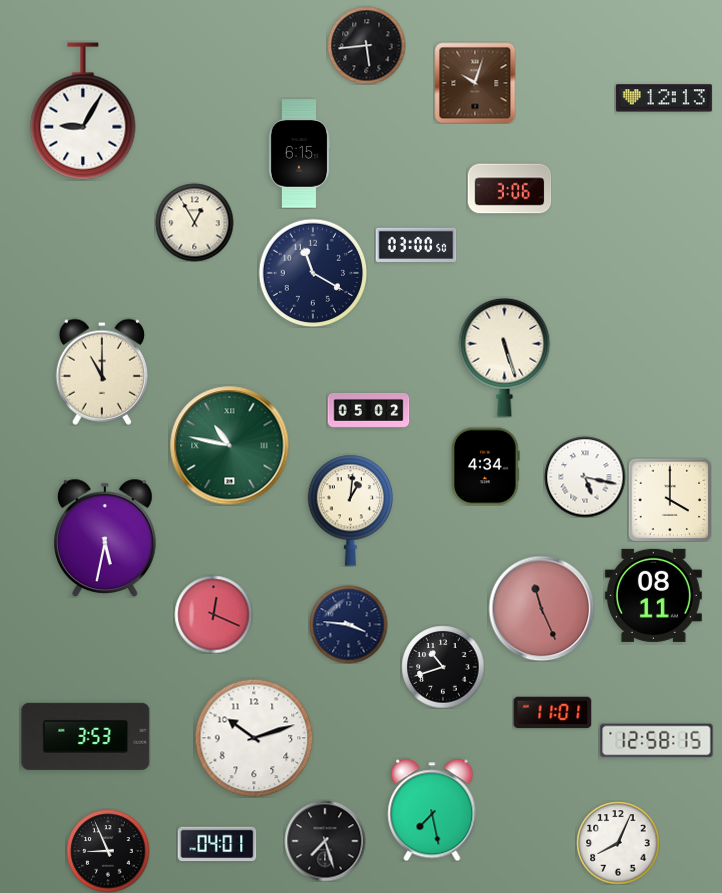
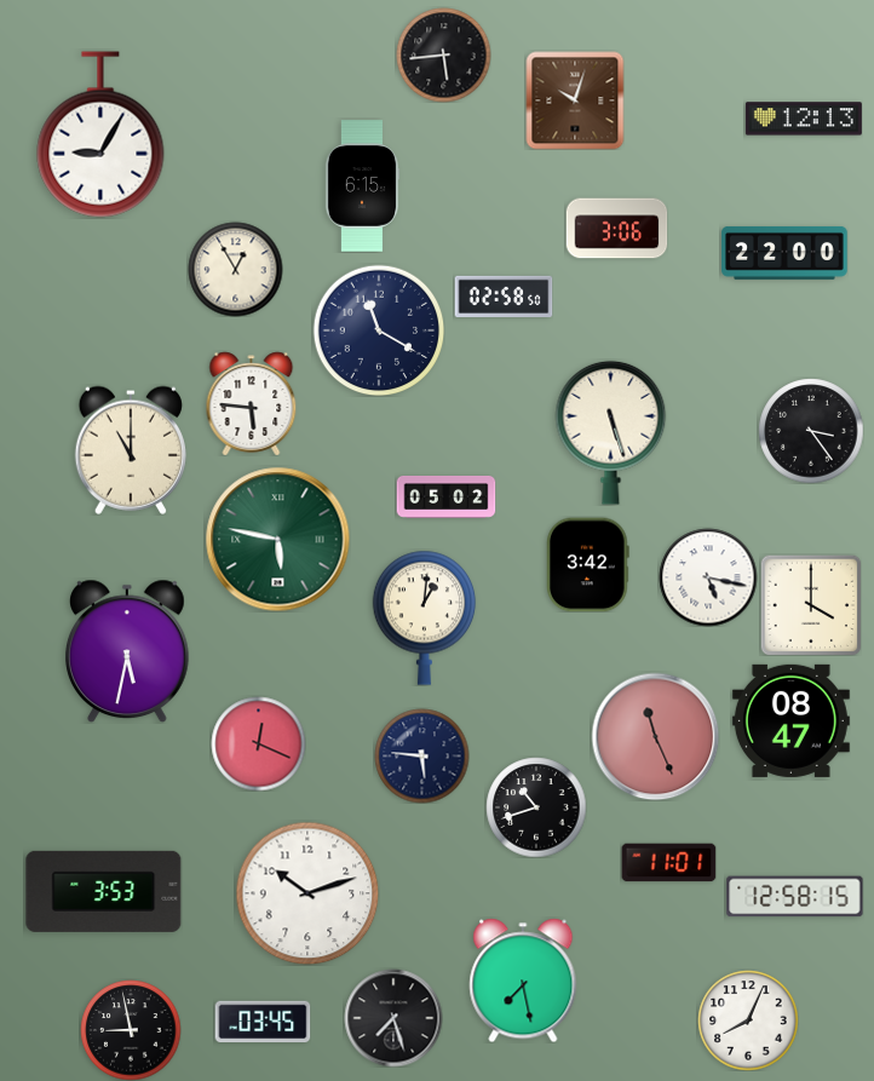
clock at (784, 253): none -> 22:00
clock at (416, 244): 03:00 -> 02:58
clock at (252, 403): none -> 5:46
clock at (811, 431): none -> 3:24
clock at (101, 372) position: (101, 372) -> (130, 450)
clock at (230, 446): 10:47 -> 5:47
clock at (486, 466): 4:34 -> 3:42
clock at (653, 595): 08:11 -> 08:47
clock at (348, 624): 3:46 -> 5:46
clock at (217, 844): 04:01 -> 03:45
clock at (108, 851): 8:56 -> 8:58
